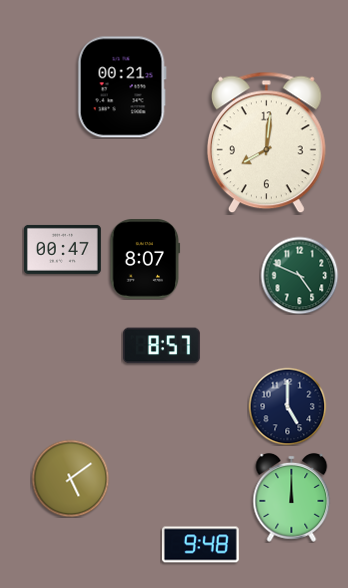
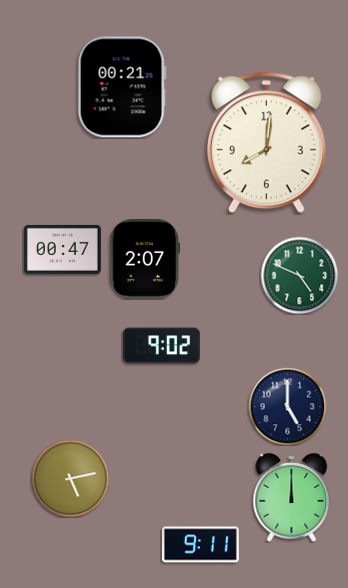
clock at (145, 259): 8:07 -> 2:07
clock at (161, 346): 8:57 -> 9:02
clock at (70, 478): 5:09 -> 5:13
clock at (200, 545): 9:48 -> 9:11
